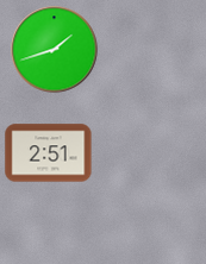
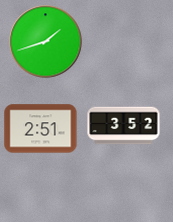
clock at (124, 126): none -> 3:52
